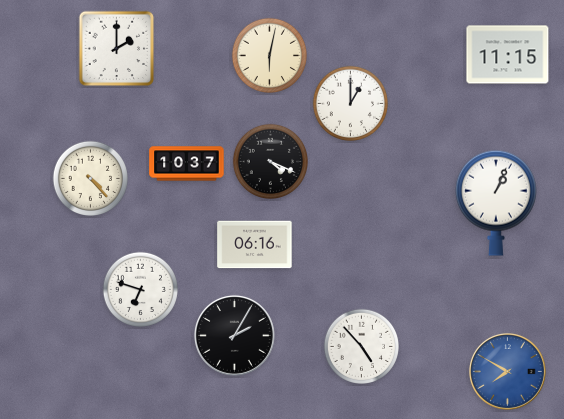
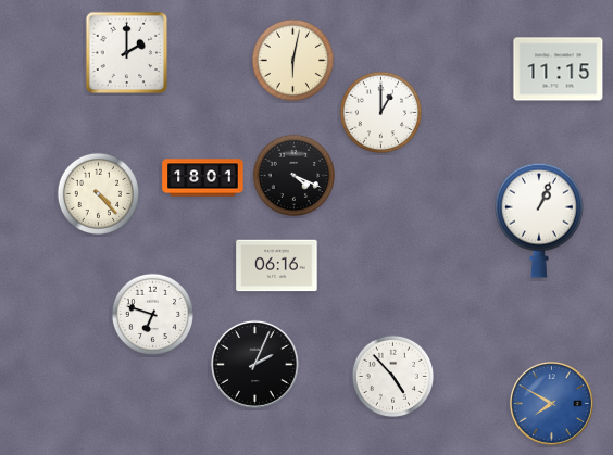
clock at (508, 55) position: (508, 55) -> (559, 69)
clock at (187, 164): 10:37 -> 18:01
clock at (234, 335): 2:05 -> 2:04
